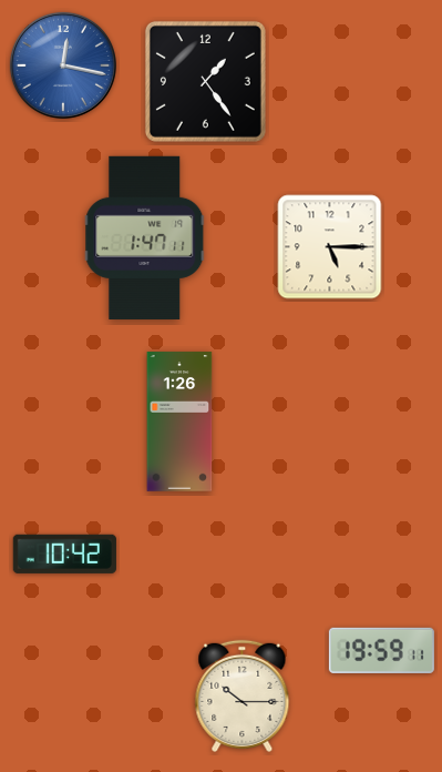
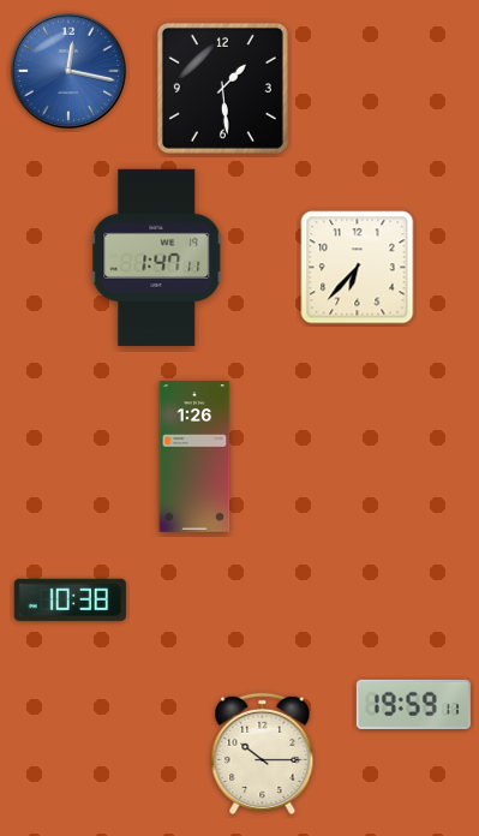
clock at (205, 81): 1:24 -> 1:29
clock at (330, 247): 5:15 -> 6:37
clock at (64, 553): 10:42 -> 10:38
